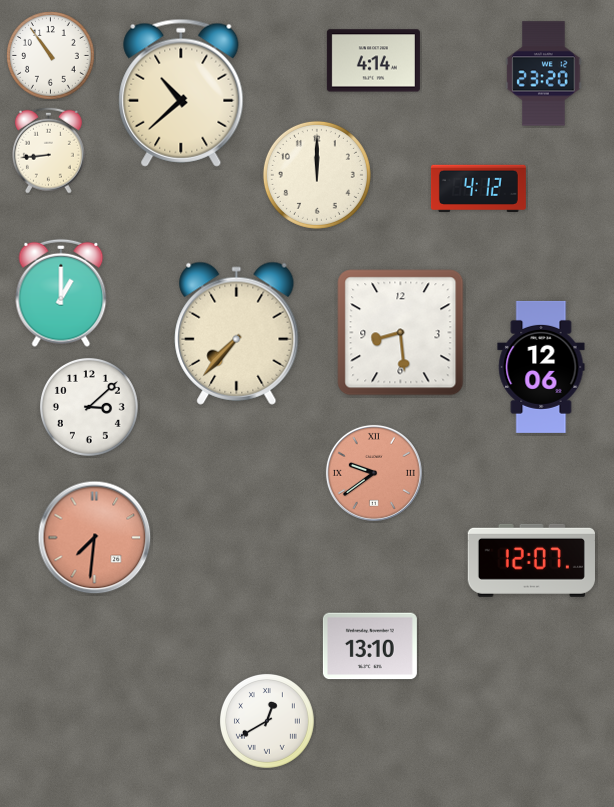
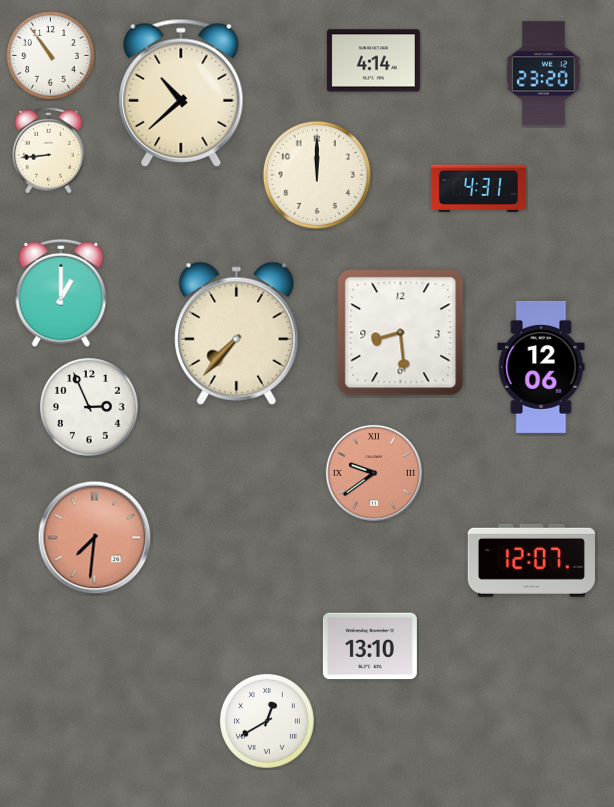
clock at (478, 189): 4:12 -> 4:31
clock at (89, 407): 3:08 -> 2:56
